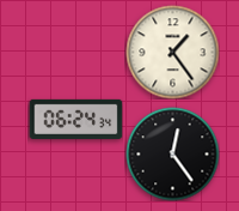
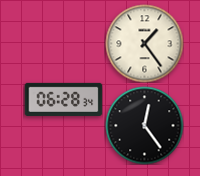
clock at (75, 119): 06:24 -> 06:28
clock at (172, 153) position: (172, 153) -> (144, 125)
